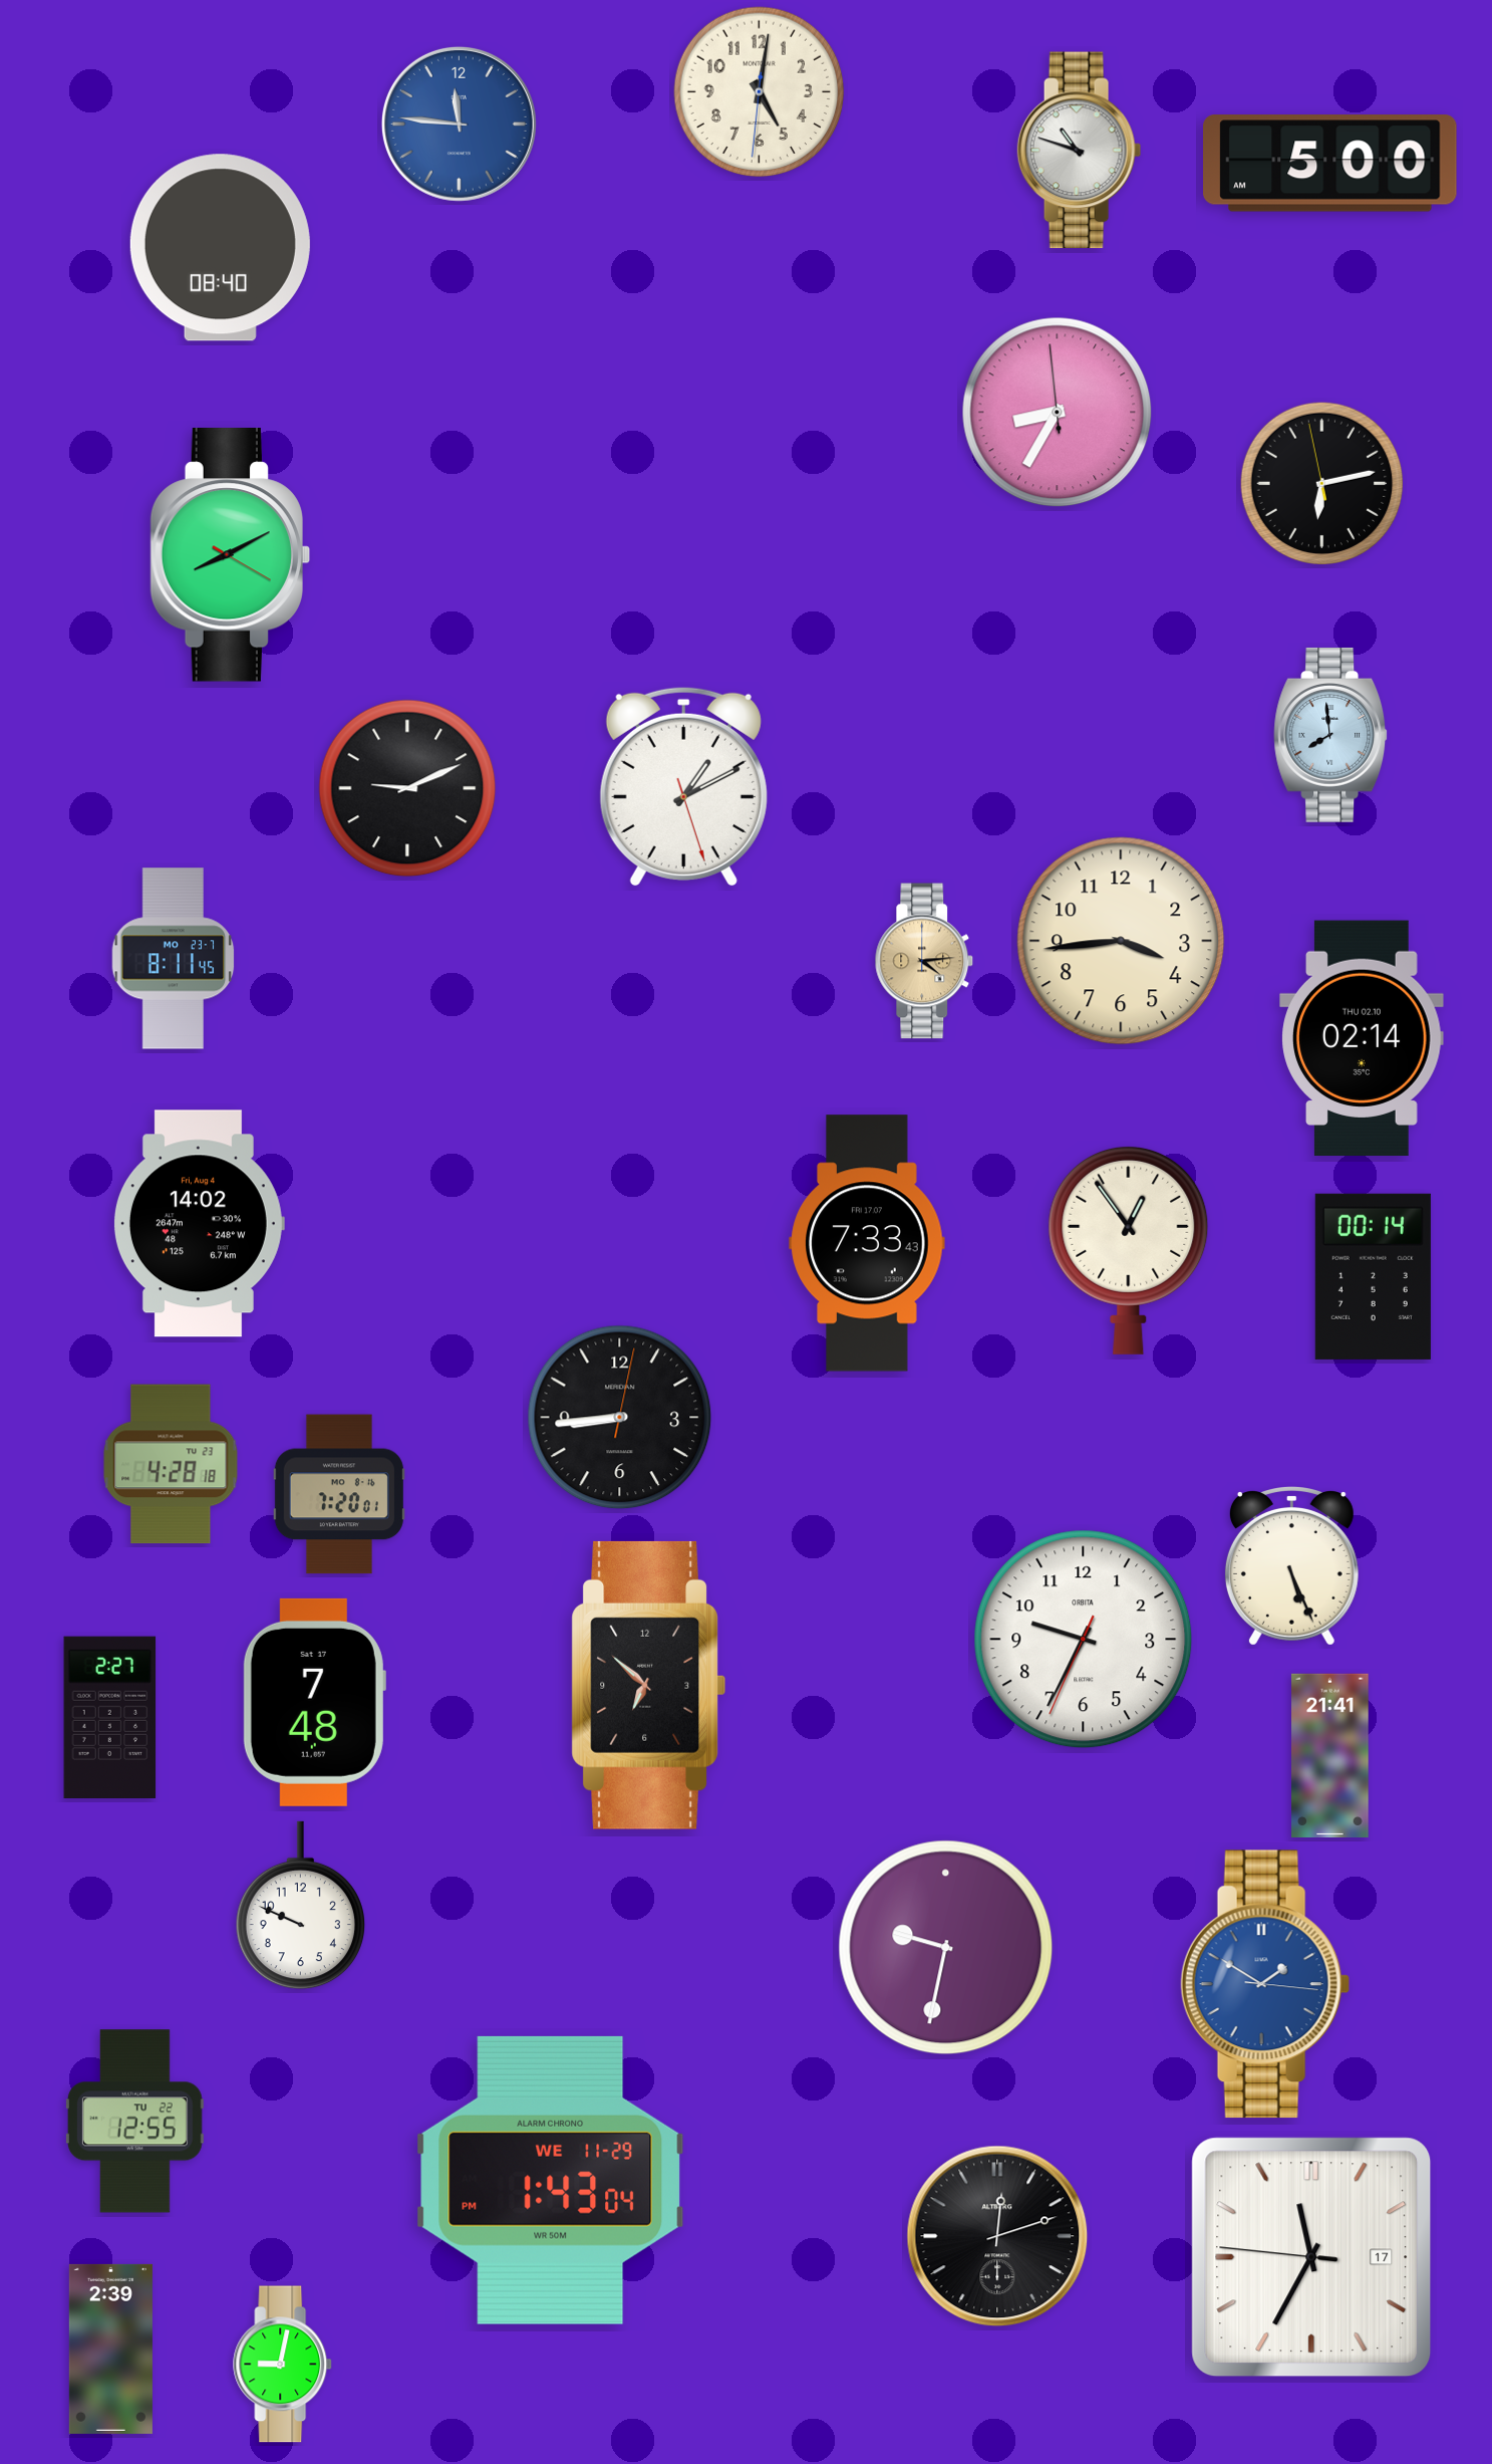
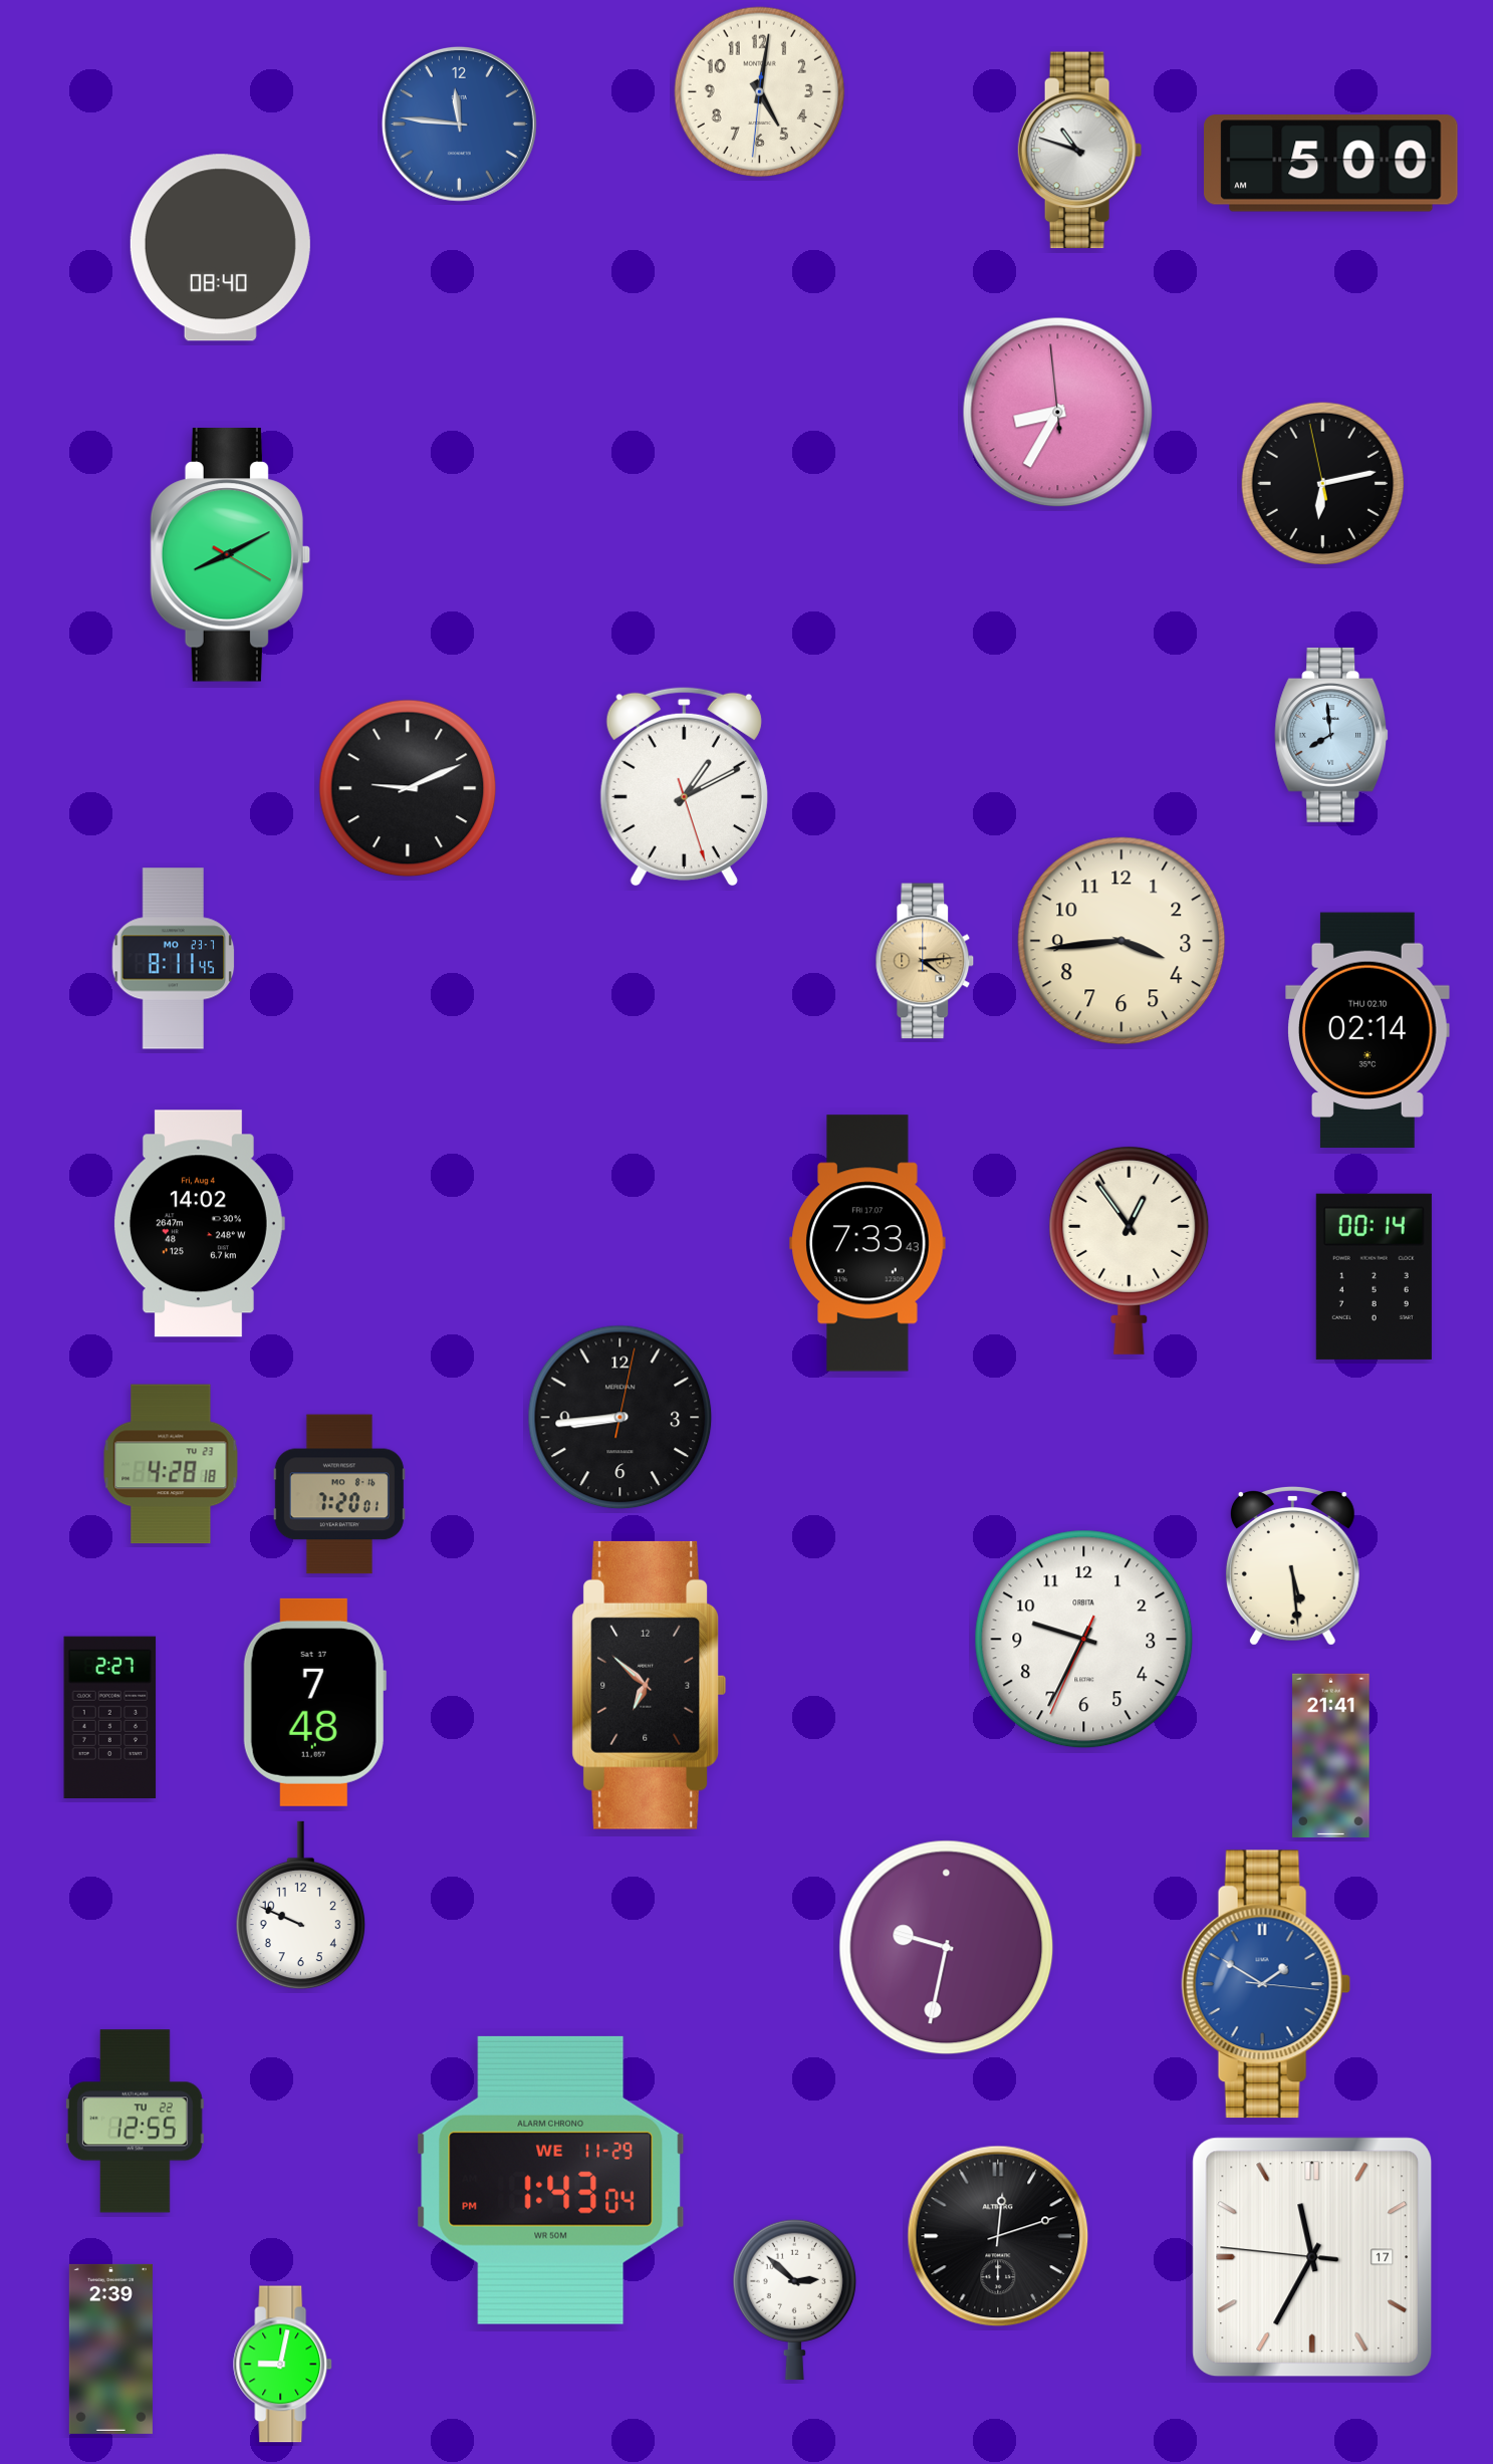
clock at (1362, 1038) position: (1362, 1038) -> (1367, 1030)
clock at (1291, 1566): 5:26 -> 5:29
clock at (794, 2299): none -> 2:52
